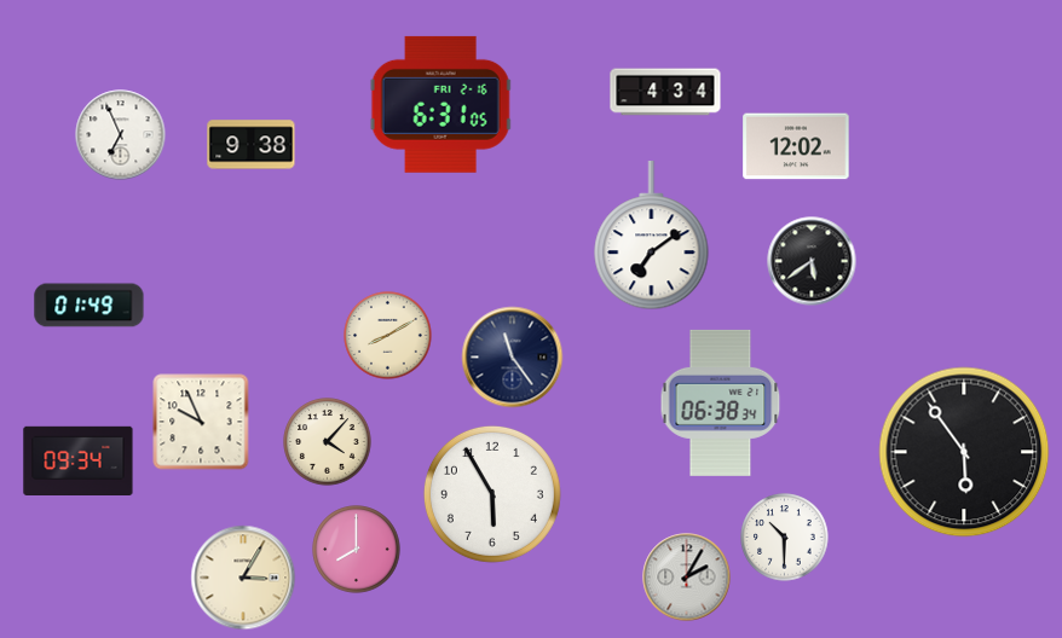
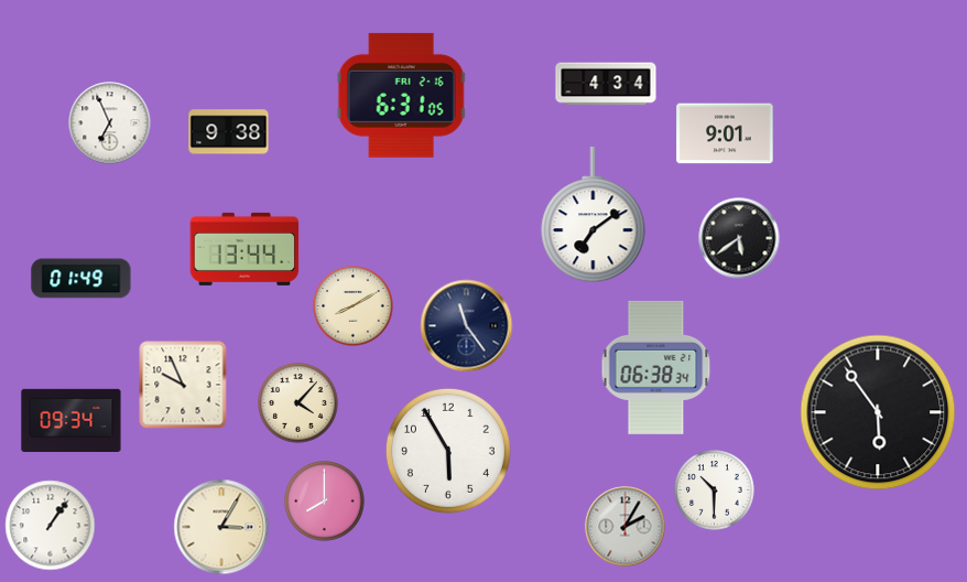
clock at (796, 146): 12:02 -> 9:01
clock at (245, 249): none -> 13:44
clock at (51, 526): none -> 1:06
